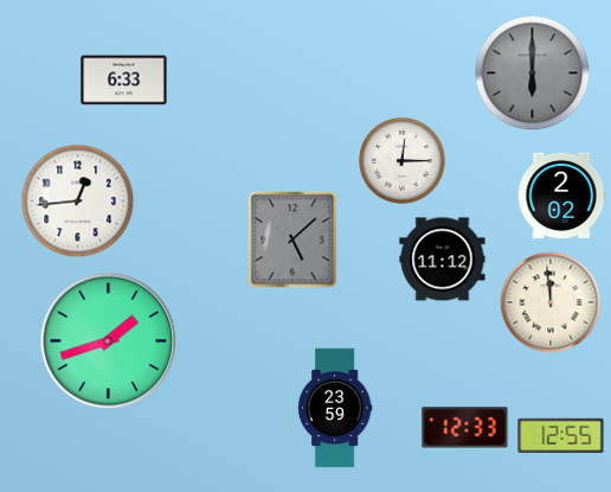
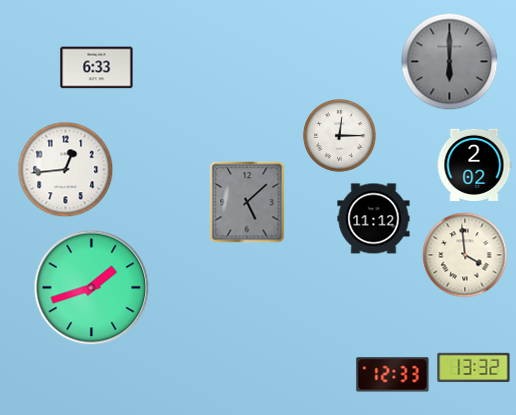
clock at (124, 81) position: (124, 81) -> (97, 68)
clock at (551, 302): 11:59 -> 3:59
clock at (335, 408): 23:59 -> none
clock at (465, 428) position: (465, 428) -> (393, 375)
clock at (561, 436): 12:55 -> 13:32
